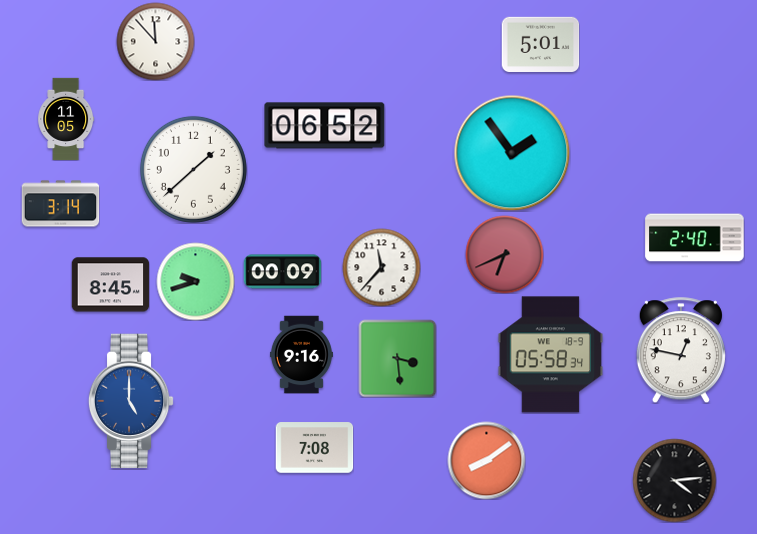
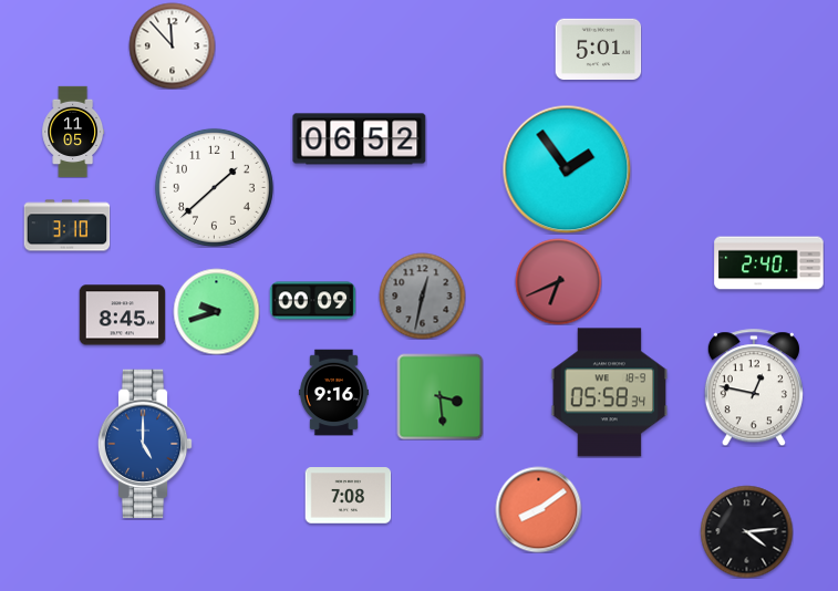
clock at (60, 204): 3:14 -> 3:10
clock at (381, 267): 11:37 -> 12:32
clock at (381, 267) dial: white -> grey
